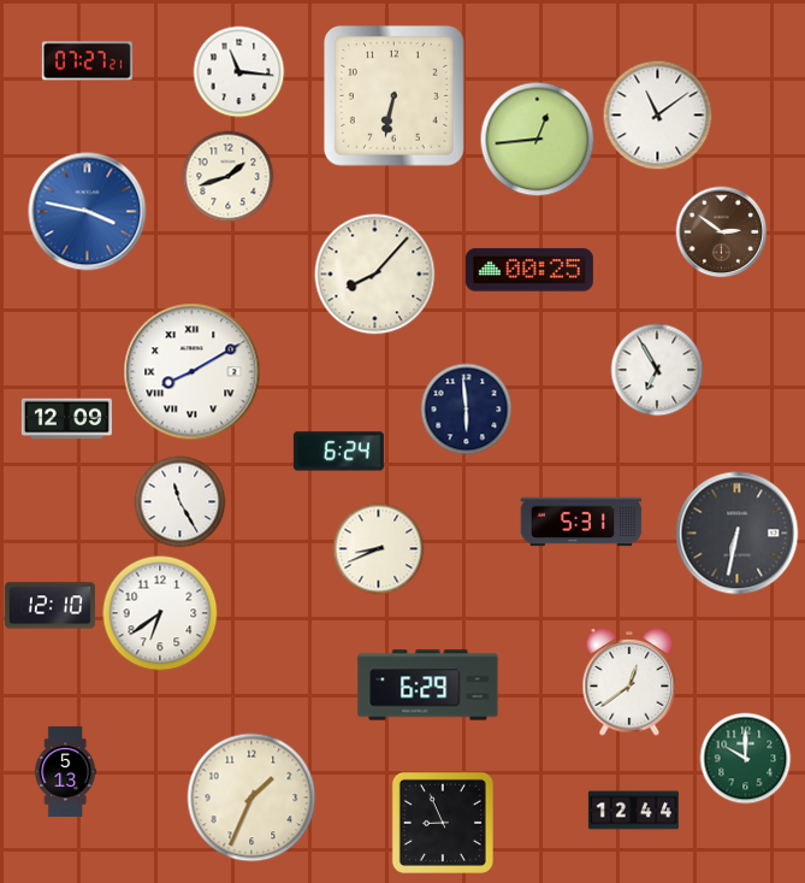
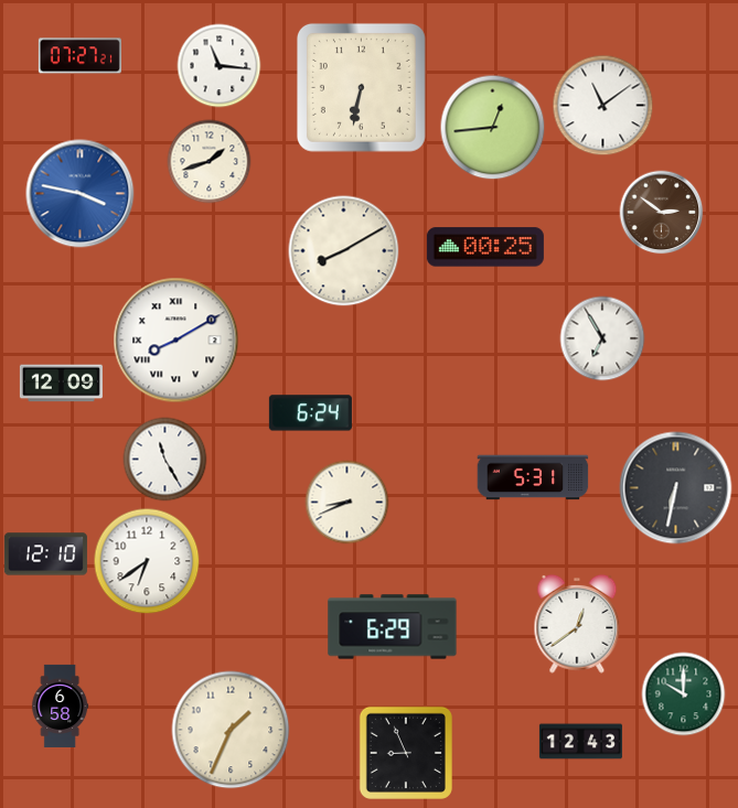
clock at (375, 275): 8:07 -> 8:10
clock at (467, 410): 5:59 -> none
clock at (66, 771): 5:13 -> 6:58
clock at (633, 811): 12:44 -> 12:43
